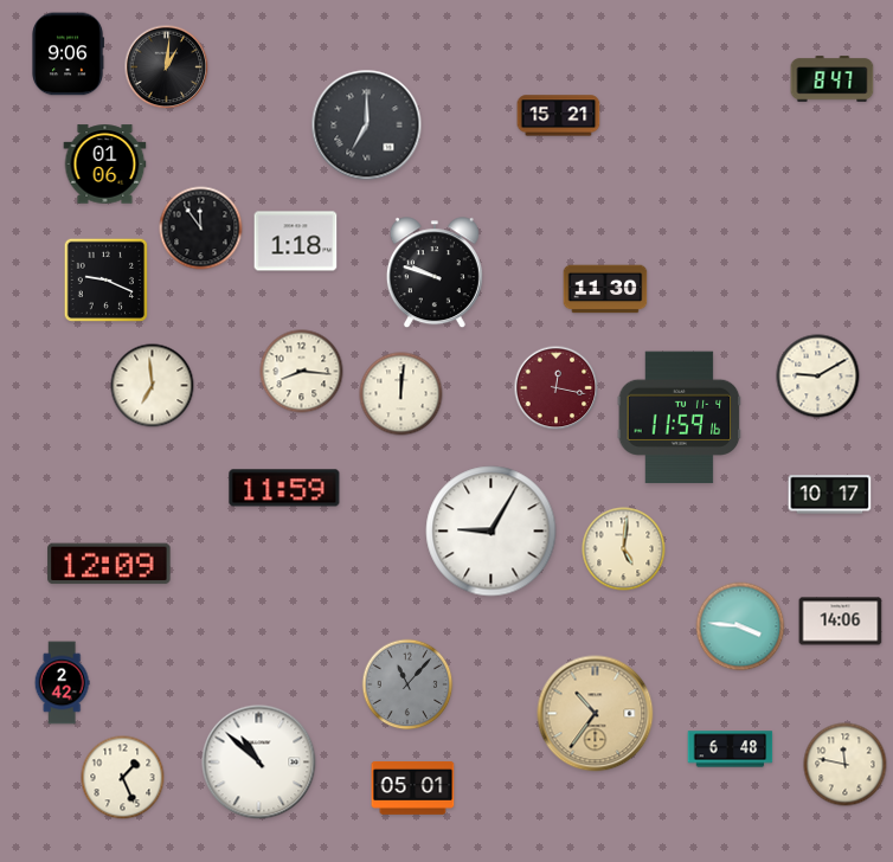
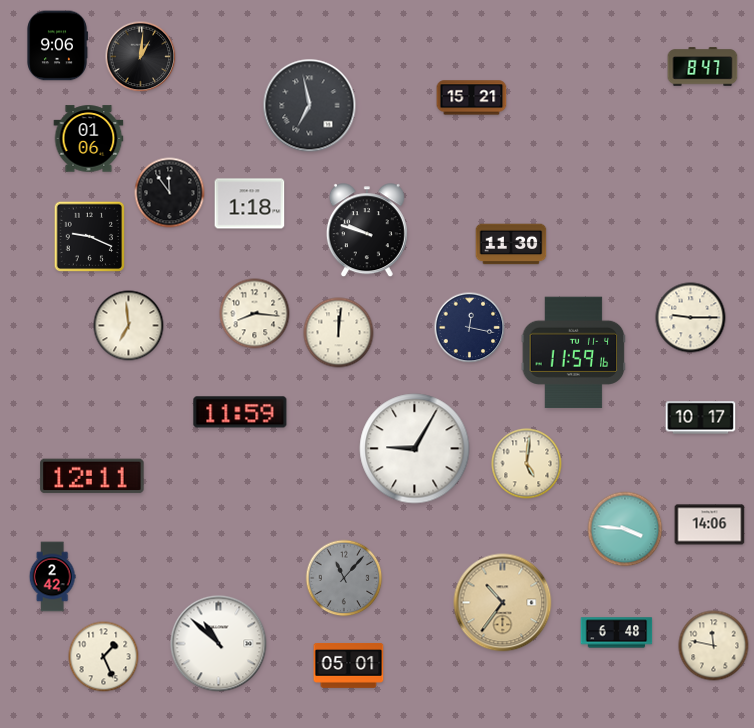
clock at (367, 126): 7:00 -> 6:58
clock at (818, 377): 9:10 -> 9:15
clock at (557, 388) dial: burgundy -> navy
clock at (109, 564): 12:09 -> 12:11
